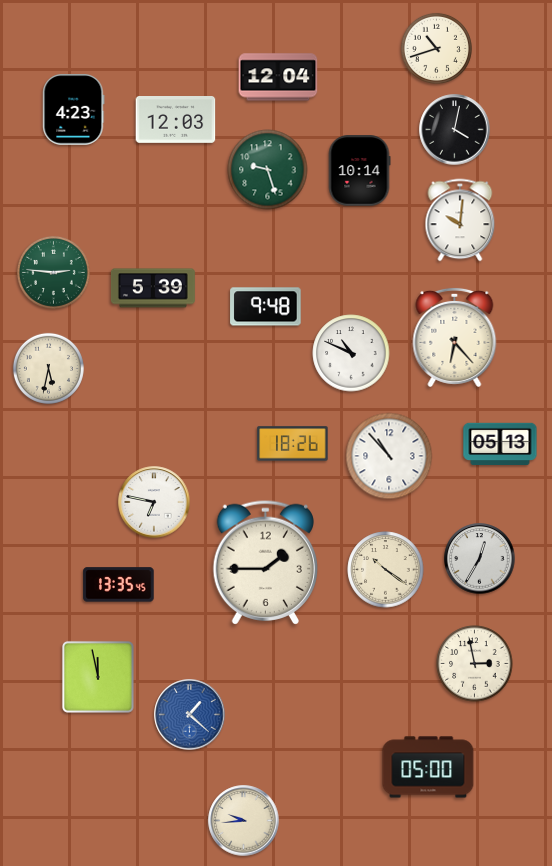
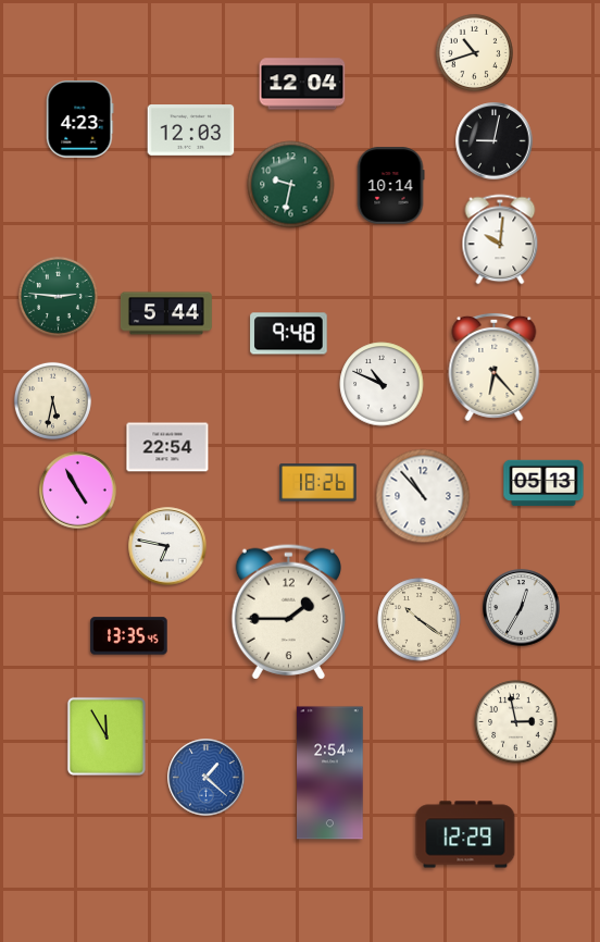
clock at (455, 130): 4:02 -> 9:02
clock at (268, 170): 9:27 -> 9:32
clock at (153, 288): 5:39 -> 5:44
clock at (167, 447): none -> 22:54
clock at (78, 491): none -> 4:55
clock at (98, 677): 11:58 -> 11:55
clock at (330, 773): none -> 2:54
clock at (428, 767): 05:00 -> 12:29
clock at (244, 821): 9:44 -> none
